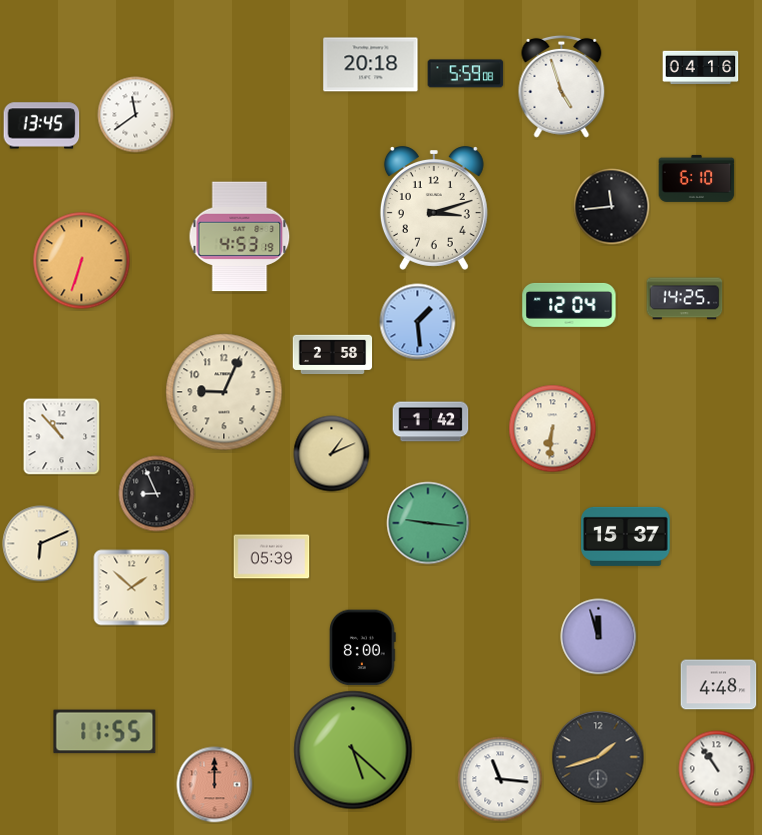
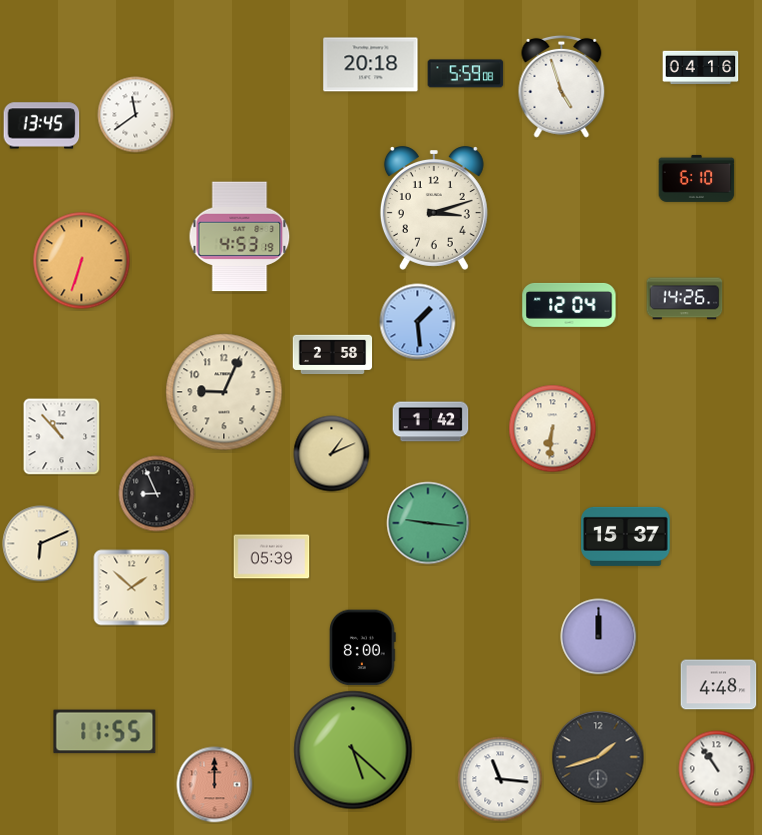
clock at (612, 207): 11:44 -> none
clock at (685, 299): 14:25 -> 14:26
clock at (599, 637): 11:57 -> 12:00
